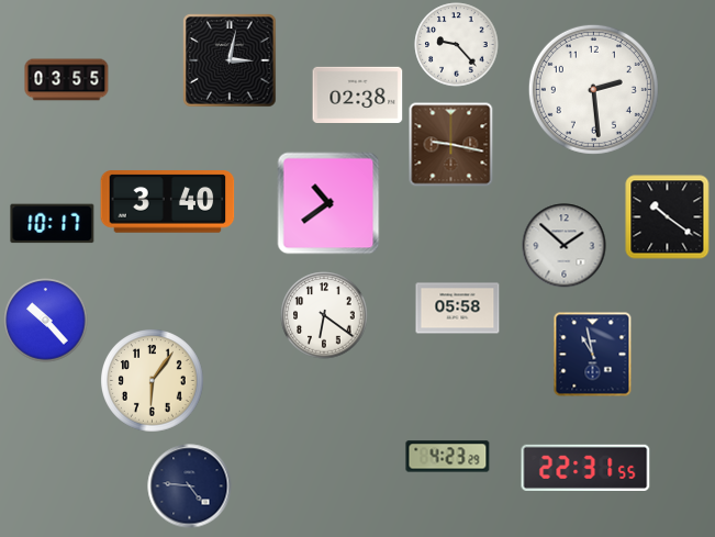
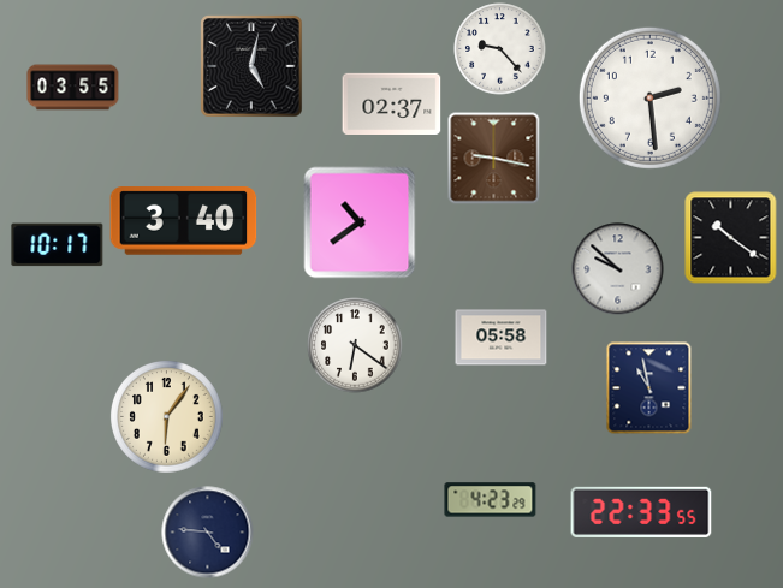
clock at (230, 60): 3:02 -> 5:02
clock at (358, 94): 02:38 -> 02:37
clock at (565, 246): 1:52 -> 9:52
clock at (46, 321): 10:23 -> none
clock at (585, 468): 22:31 -> 22:33
